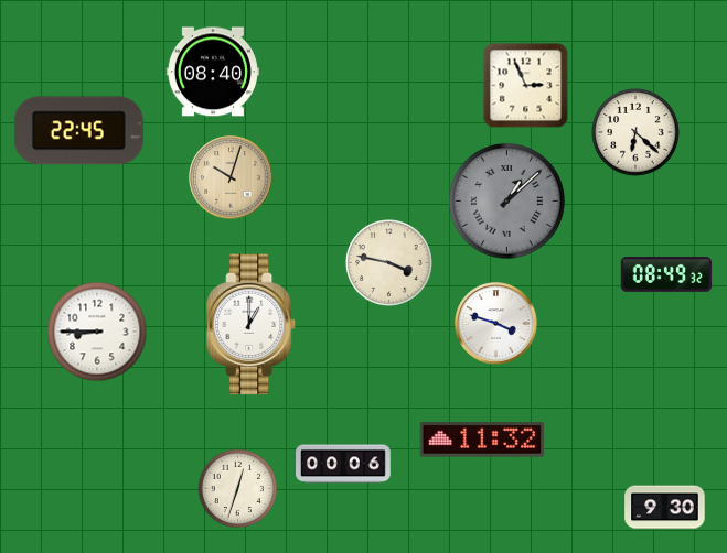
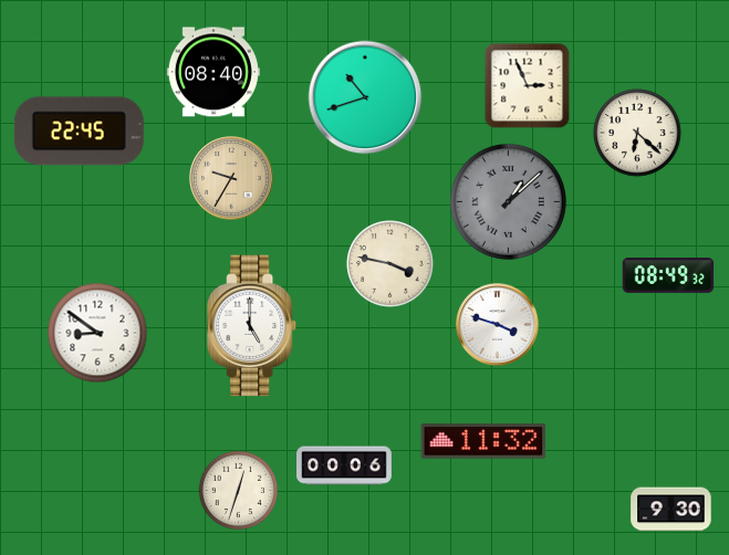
clock at (365, 97): none -> 10:42
clock at (231, 177): 10:03 -> 9:35
clock at (253, 325): 1:00 -> 5:00
clock at (97, 332): 8:45 -> 8:51
clock at (665, 508) position: (665, 508) -> (671, 510)
